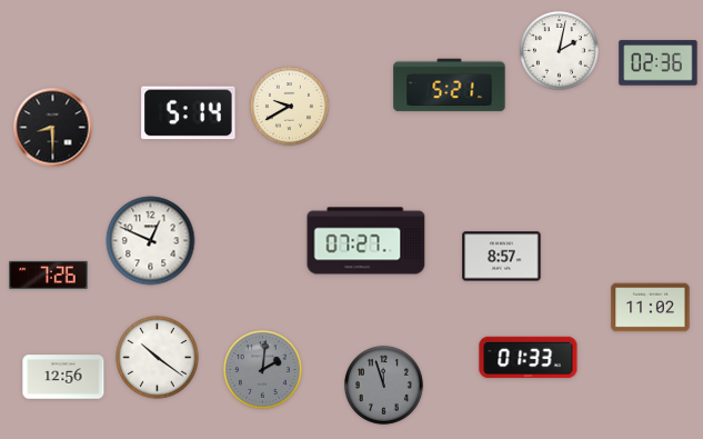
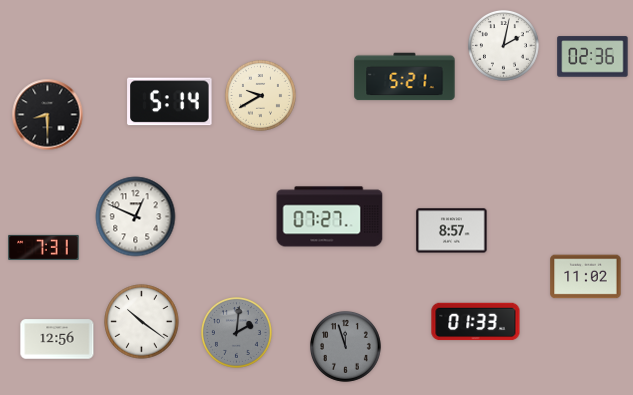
clock at (49, 275): 7:26 -> 7:31
